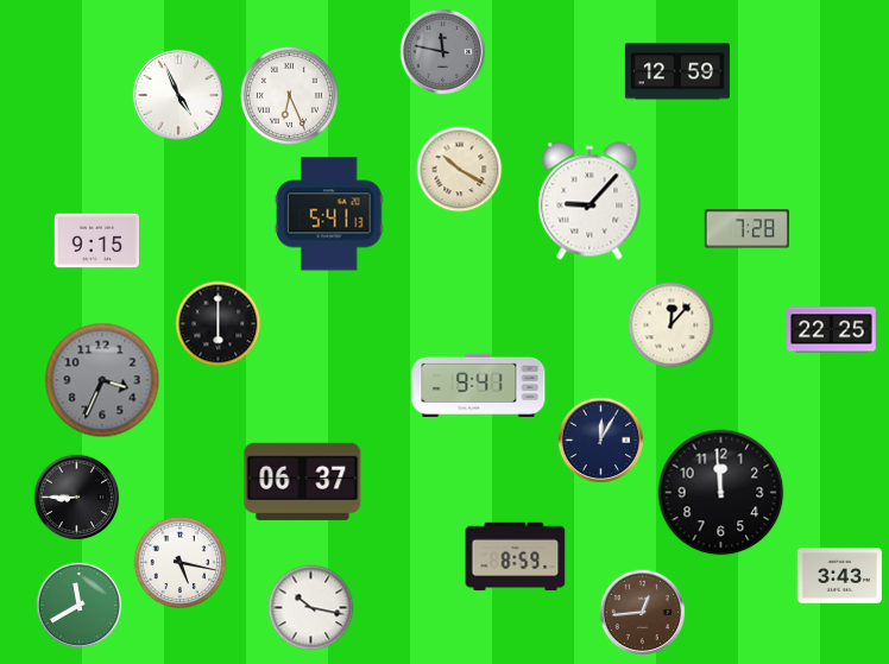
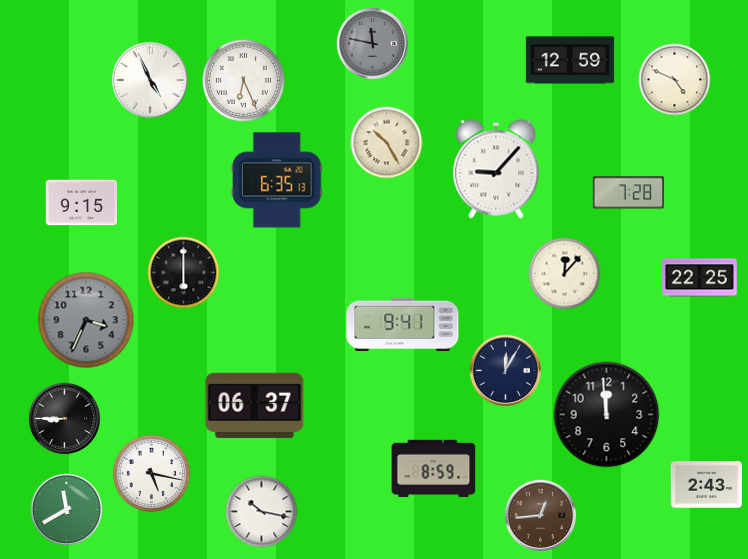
clock at (675, 80): none -> 4:49
clock at (460, 170): 10:20 -> 10:25
clock at (330, 214): 5:41 -> 6:35
clock at (839, 576): 3:43 -> 2:43
